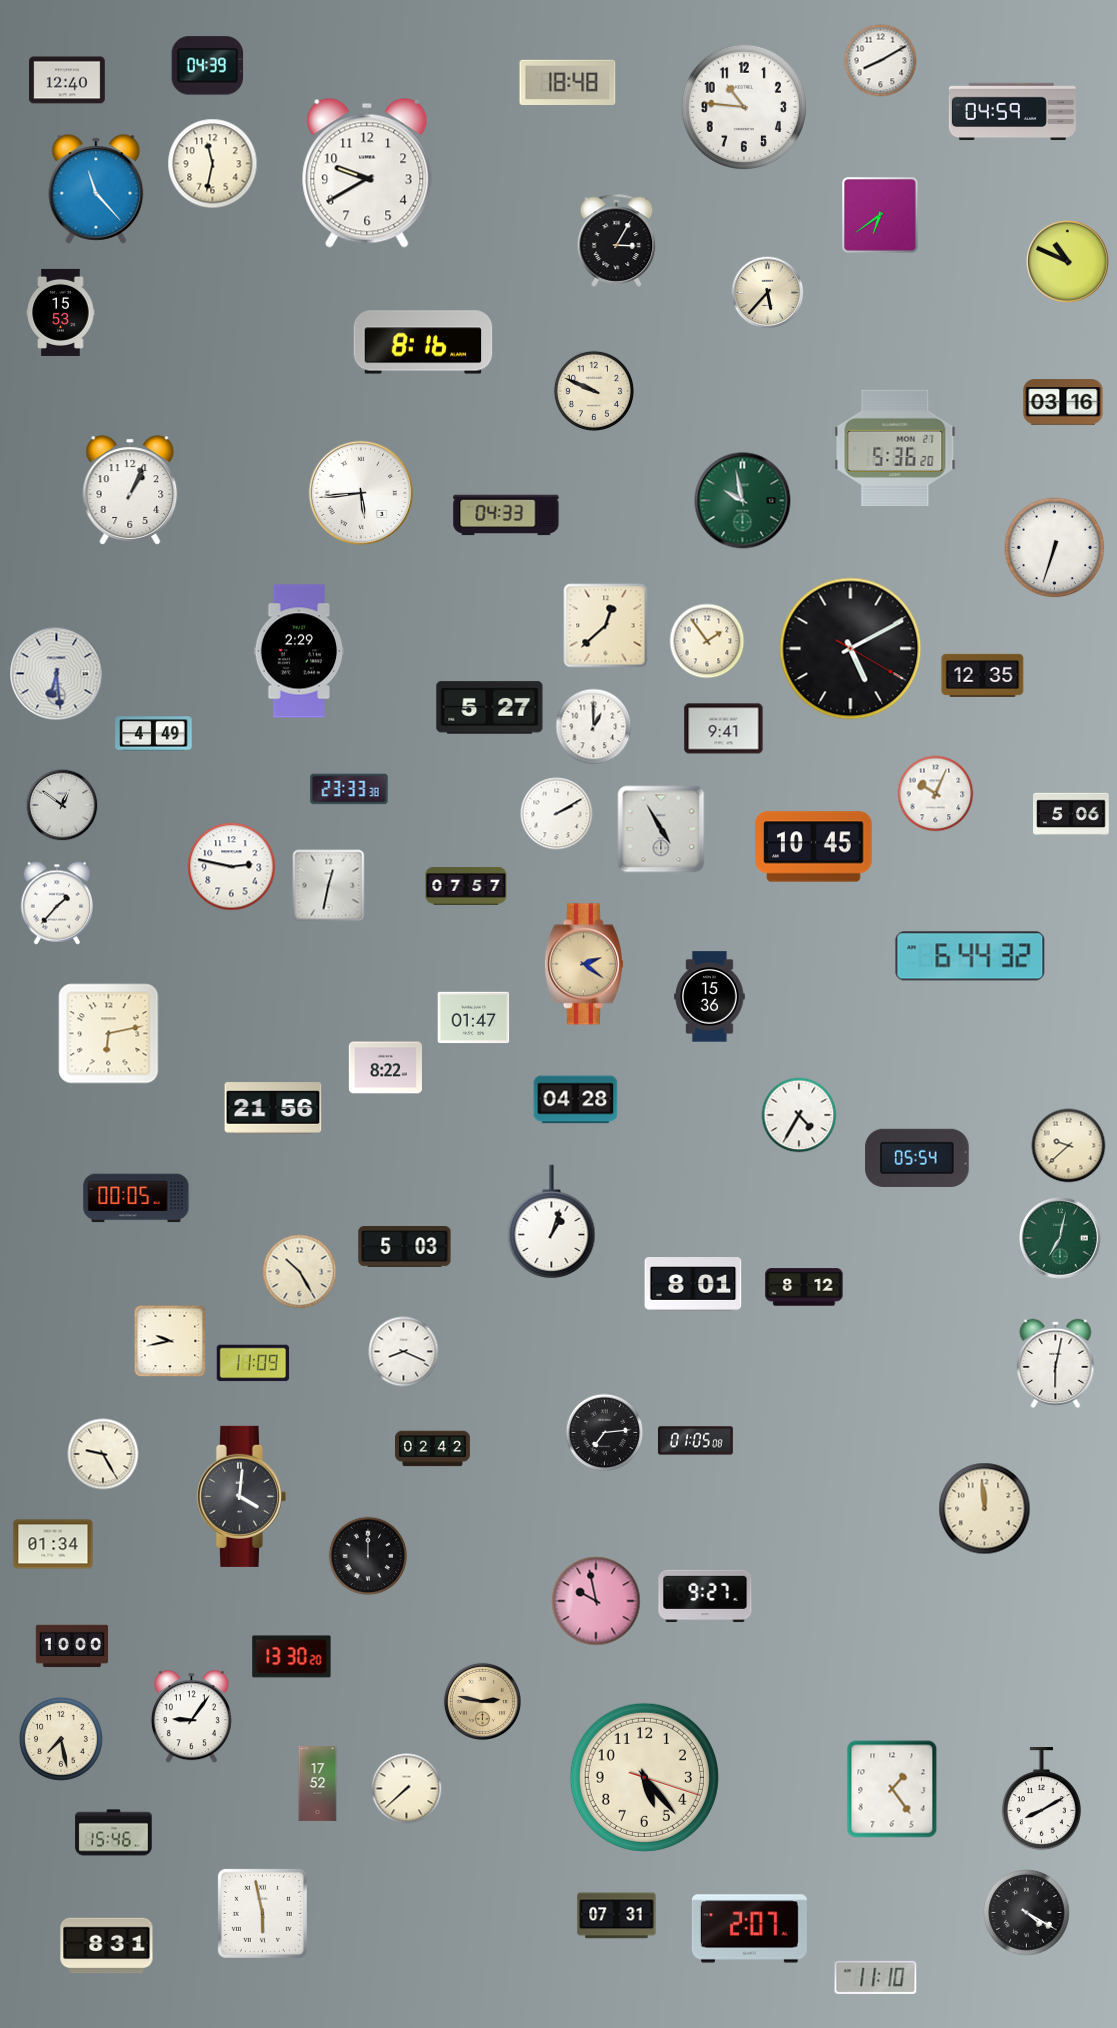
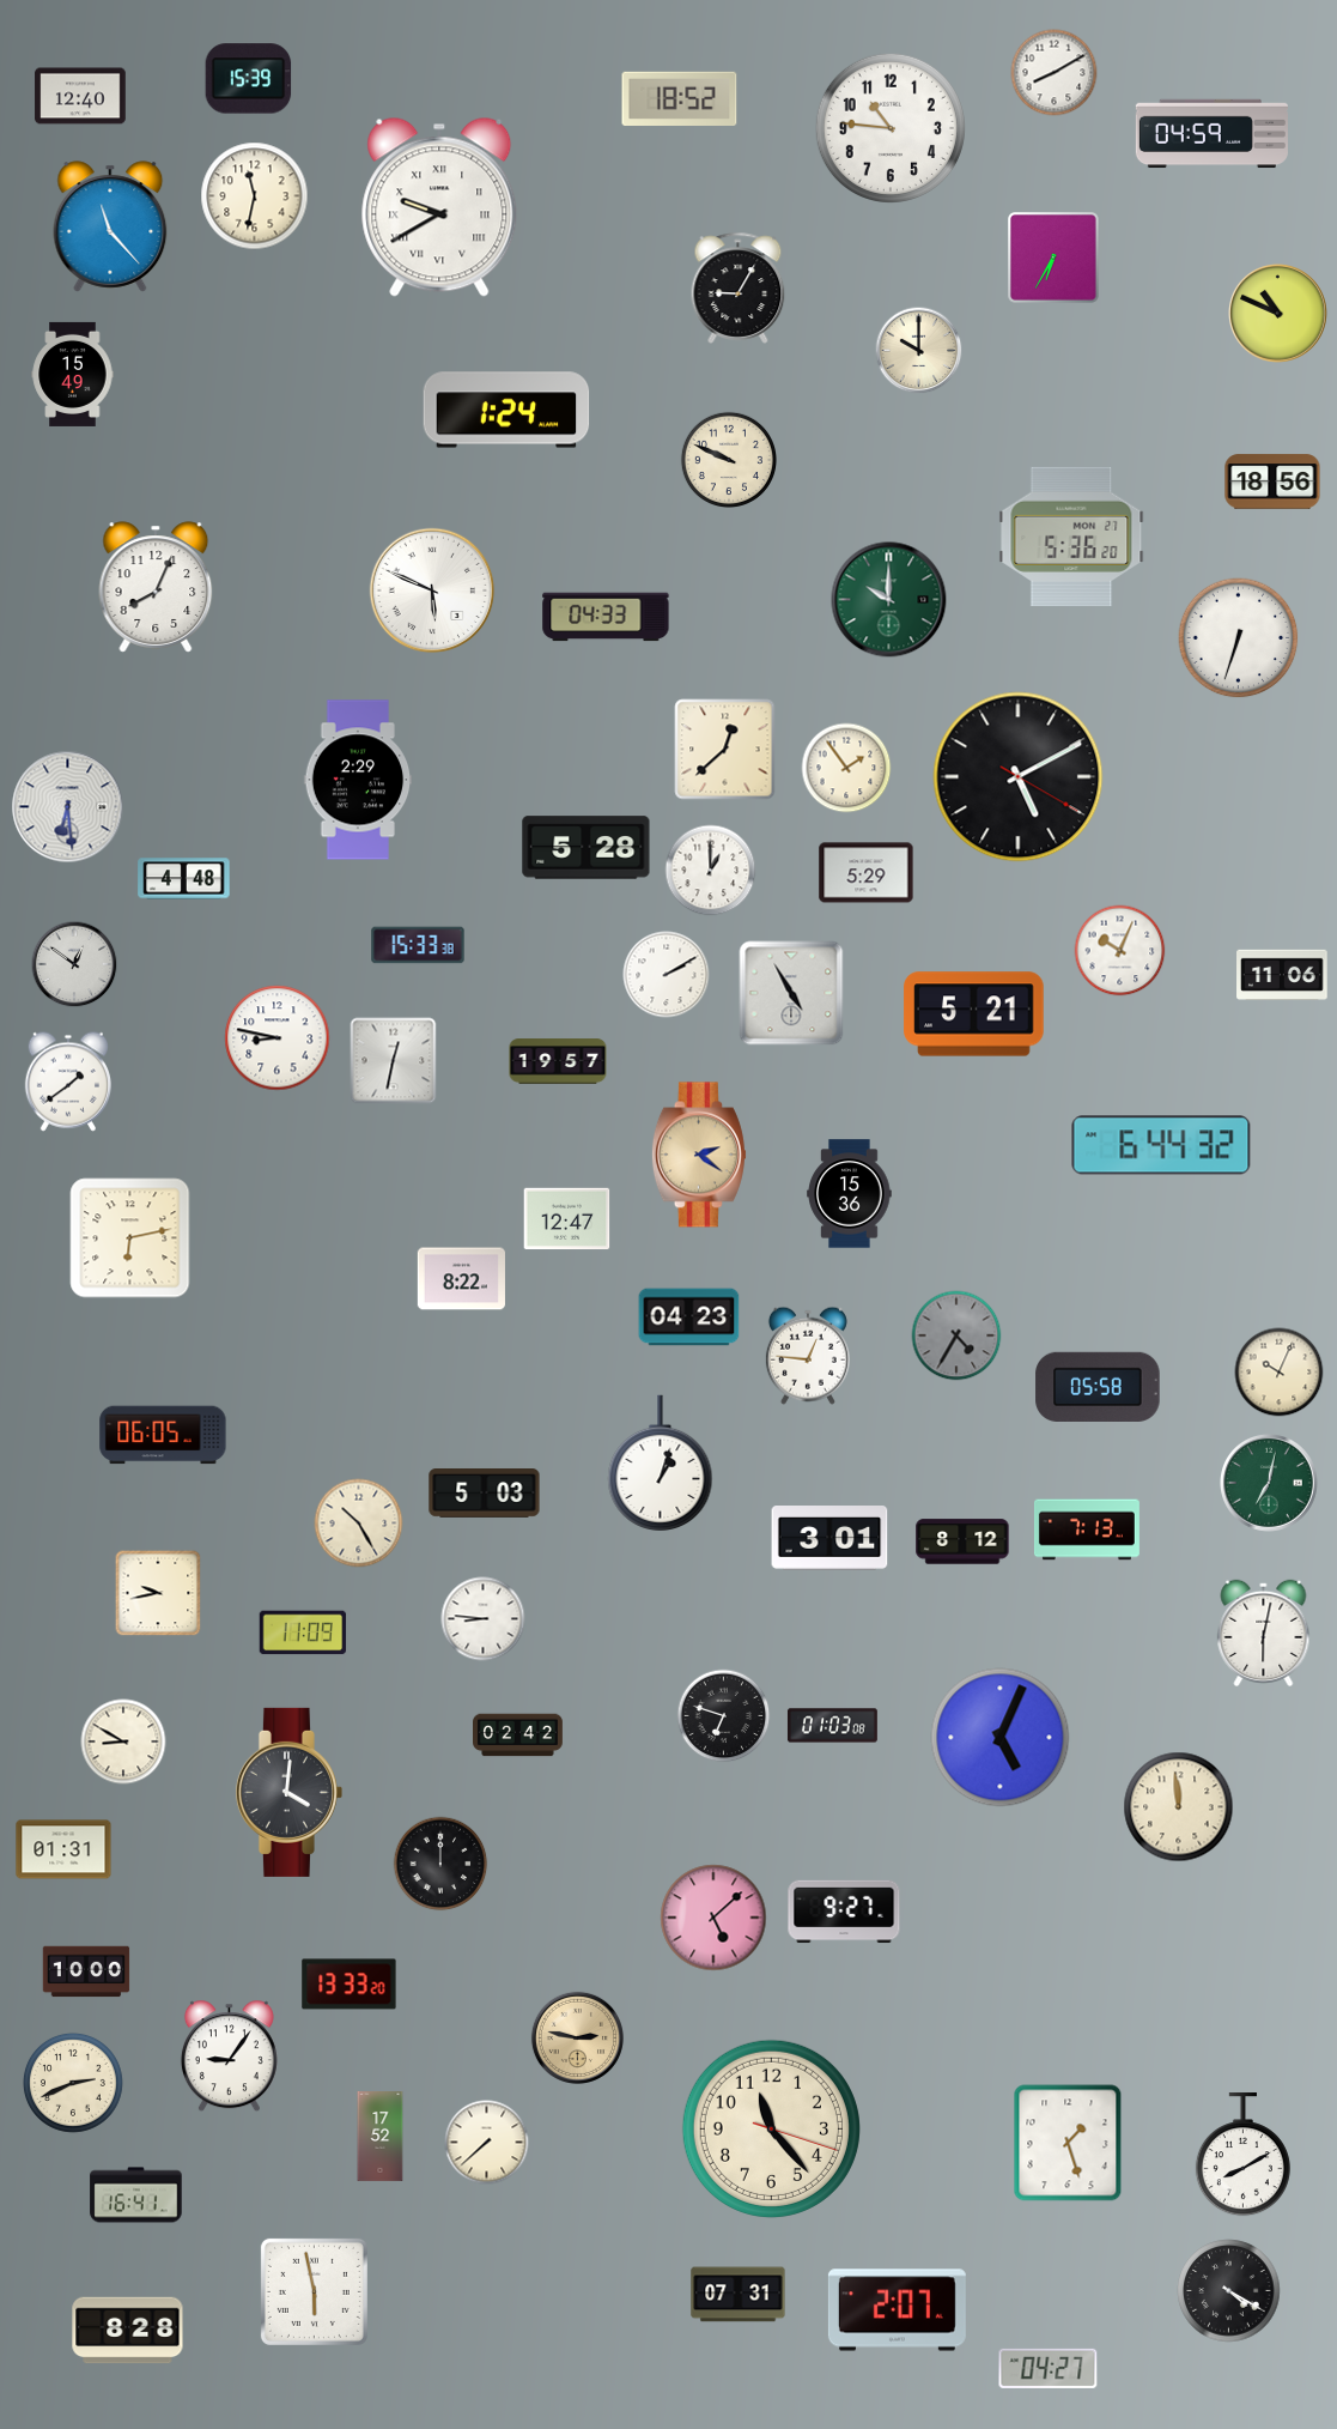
clock at (208, 66): 04:39 -> 15:39
clock at (568, 82): 18:48 -> 18:52
clock at (367, 173) numerals: Arabic -> Roman
clock at (96, 189) position: (96, 189) -> (110, 226)
clock at (881, 216): 6:39 -> 6:35
clock at (617, 240): 3:05 -> 9:05
clock at (768, 293): 5:37 -> 10:00
clock at (61, 312): 15:53 -> 15:49
clock at (423, 342): 8:16 -> 1:24
clock at (593, 390) position: (593, 390) -> (728, 459)
clock at (1063, 402): 03:16 -> 18:56
clock at (130, 490): 1:04 -> 8:04
clock at (361, 493): 5:44 -> 5:49
clock at (743, 501): 9:58 -> 10:00
clock at (1055, 548) position: (1055, 548) -> (1239, 638)
clock at (983, 675): 12:35 -> none
clock at (490, 708): 5:27 -> 5:28
clock at (724, 729): 9:41 -> 5:29
clock at (154, 734): 4:49 -> 4:48
clock at (349, 789): 23:33 -> 15:33
clock at (1071, 813): 5:06 -> 11:06
clock at (814, 847): 10:45 -> 5:21
clock at (232, 867): 2:47 -> 8:47
clock at (466, 886): 07:57 -> 19:57
clock at (56, 903): 1:37 -> 1:39
clock at (474, 1018): 01:47 -> 12:47
clock at (576, 1100): 04:28 -> 04:23
clock at (273, 1108): 21:56 -> none
clock at (799, 1115) dial: white -> grey
clock at (808, 1356): none -> 12:46
clock at (1069, 1146): 9:38 -> 10:04
clock at (917, 1157): 05:54 -> 05:58
clock at (136, 1198): 00:05 -> 06:05
clock at (1087, 1530): none -> 7:13
clock at (693, 1284): 8:01 -> 3:01
clock at (170, 1341) position: (170, 1341) -> (158, 1593)
clock at (404, 1352): 8:19 -> 8:46
clock at (605, 1433): 7:14 -> 6:48
clock at (695, 1441): 01:05 -> 01:03
clock at (1001, 1738): none -> 5:04
clock at (103, 1454): 9:25 -> 8:50
clock at (53, 1544): 01:34 -> 01:31
clock at (596, 1601): 9:58 -> 5:08
clock at (292, 1657): 13:30 -> 13:33
clock at (61, 1739): 7:28 -> 2:41
clock at (644, 1777): 5:23 -> 11:23
clock at (892, 1789): 1:24 -> 1:27
clock at (1041, 1799) position: (1041, 1799) -> (1242, 2155)
clock at (114, 1833): 15:46 -> 16:41
clock at (107, 1946): 8:31 -> 8:28
clock at (876, 1977): 11:10 -> 04:27
